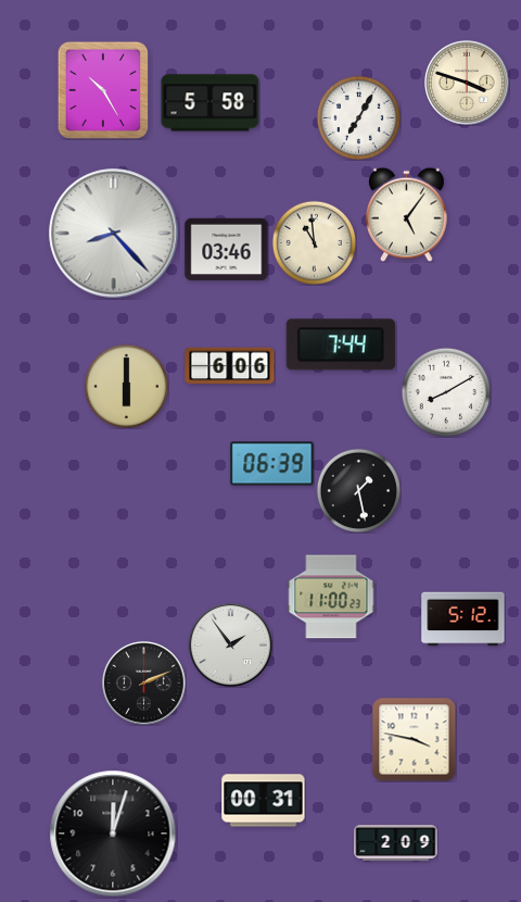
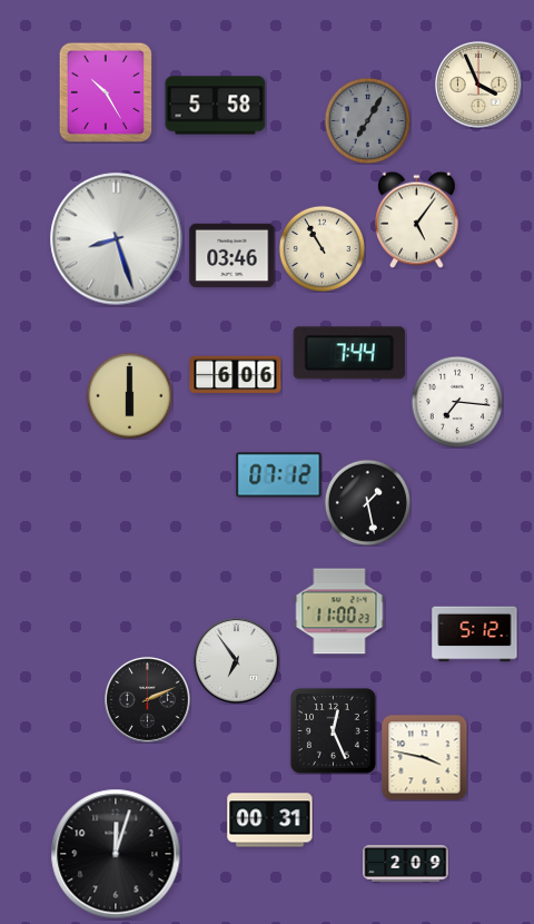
clock at (467, 83): 3:48 -> 3:56
clock at (358, 117) dial: white -> grey
clock at (114, 234): 8:23 -> 8:27
clock at (314, 242): 10:59 -> 10:55
clock at (446, 392): 8:10 -> 7:16
clock at (272, 464): 06:39 -> 07:12
clock at (230, 644): 1:54 -> 6:54
clock at (333, 730): none -> 12:26
